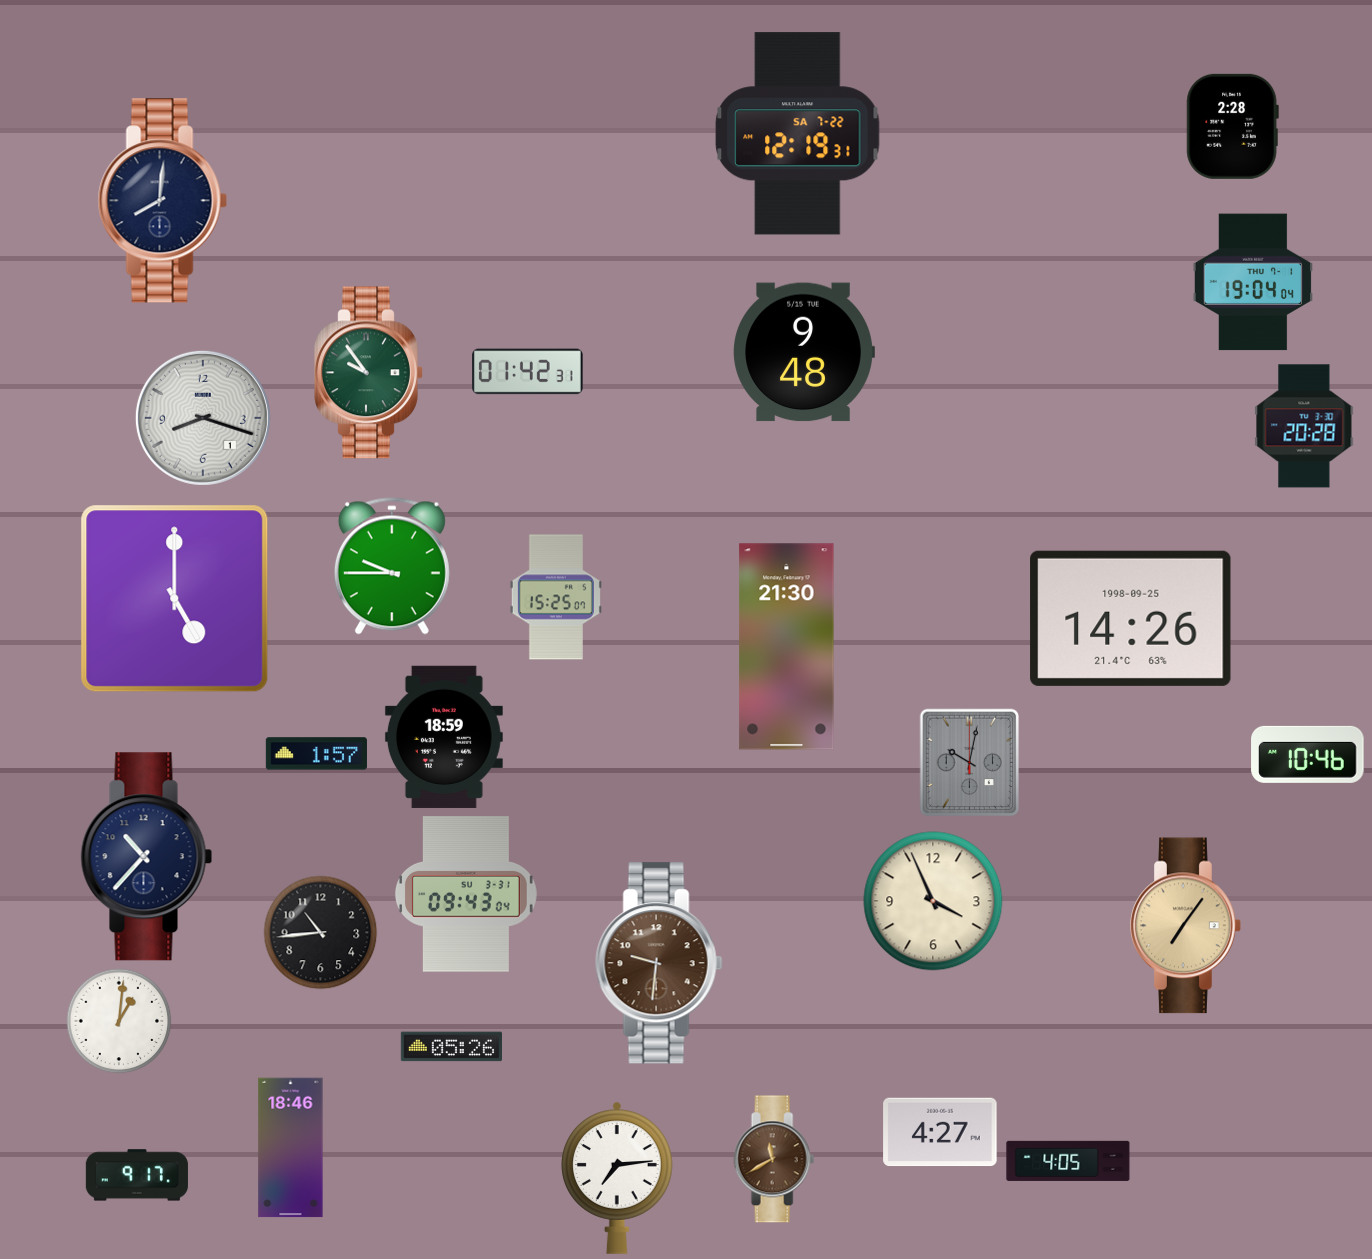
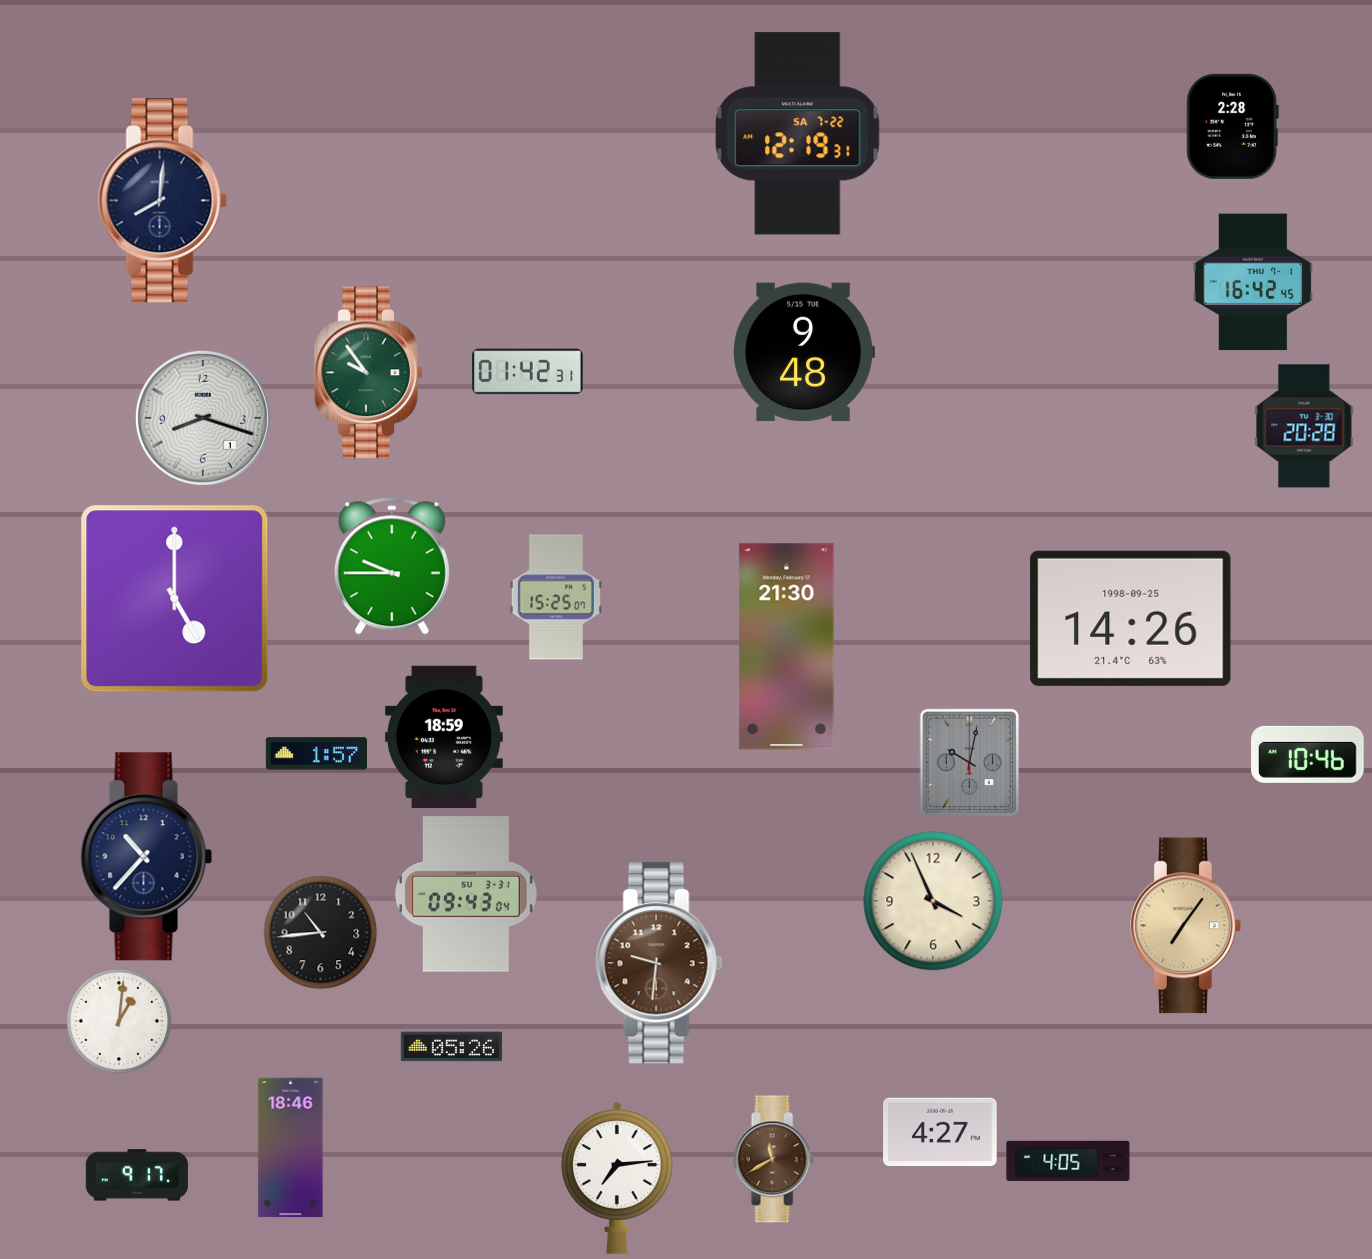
clock at (1253, 282): 19:04 -> 16:42
